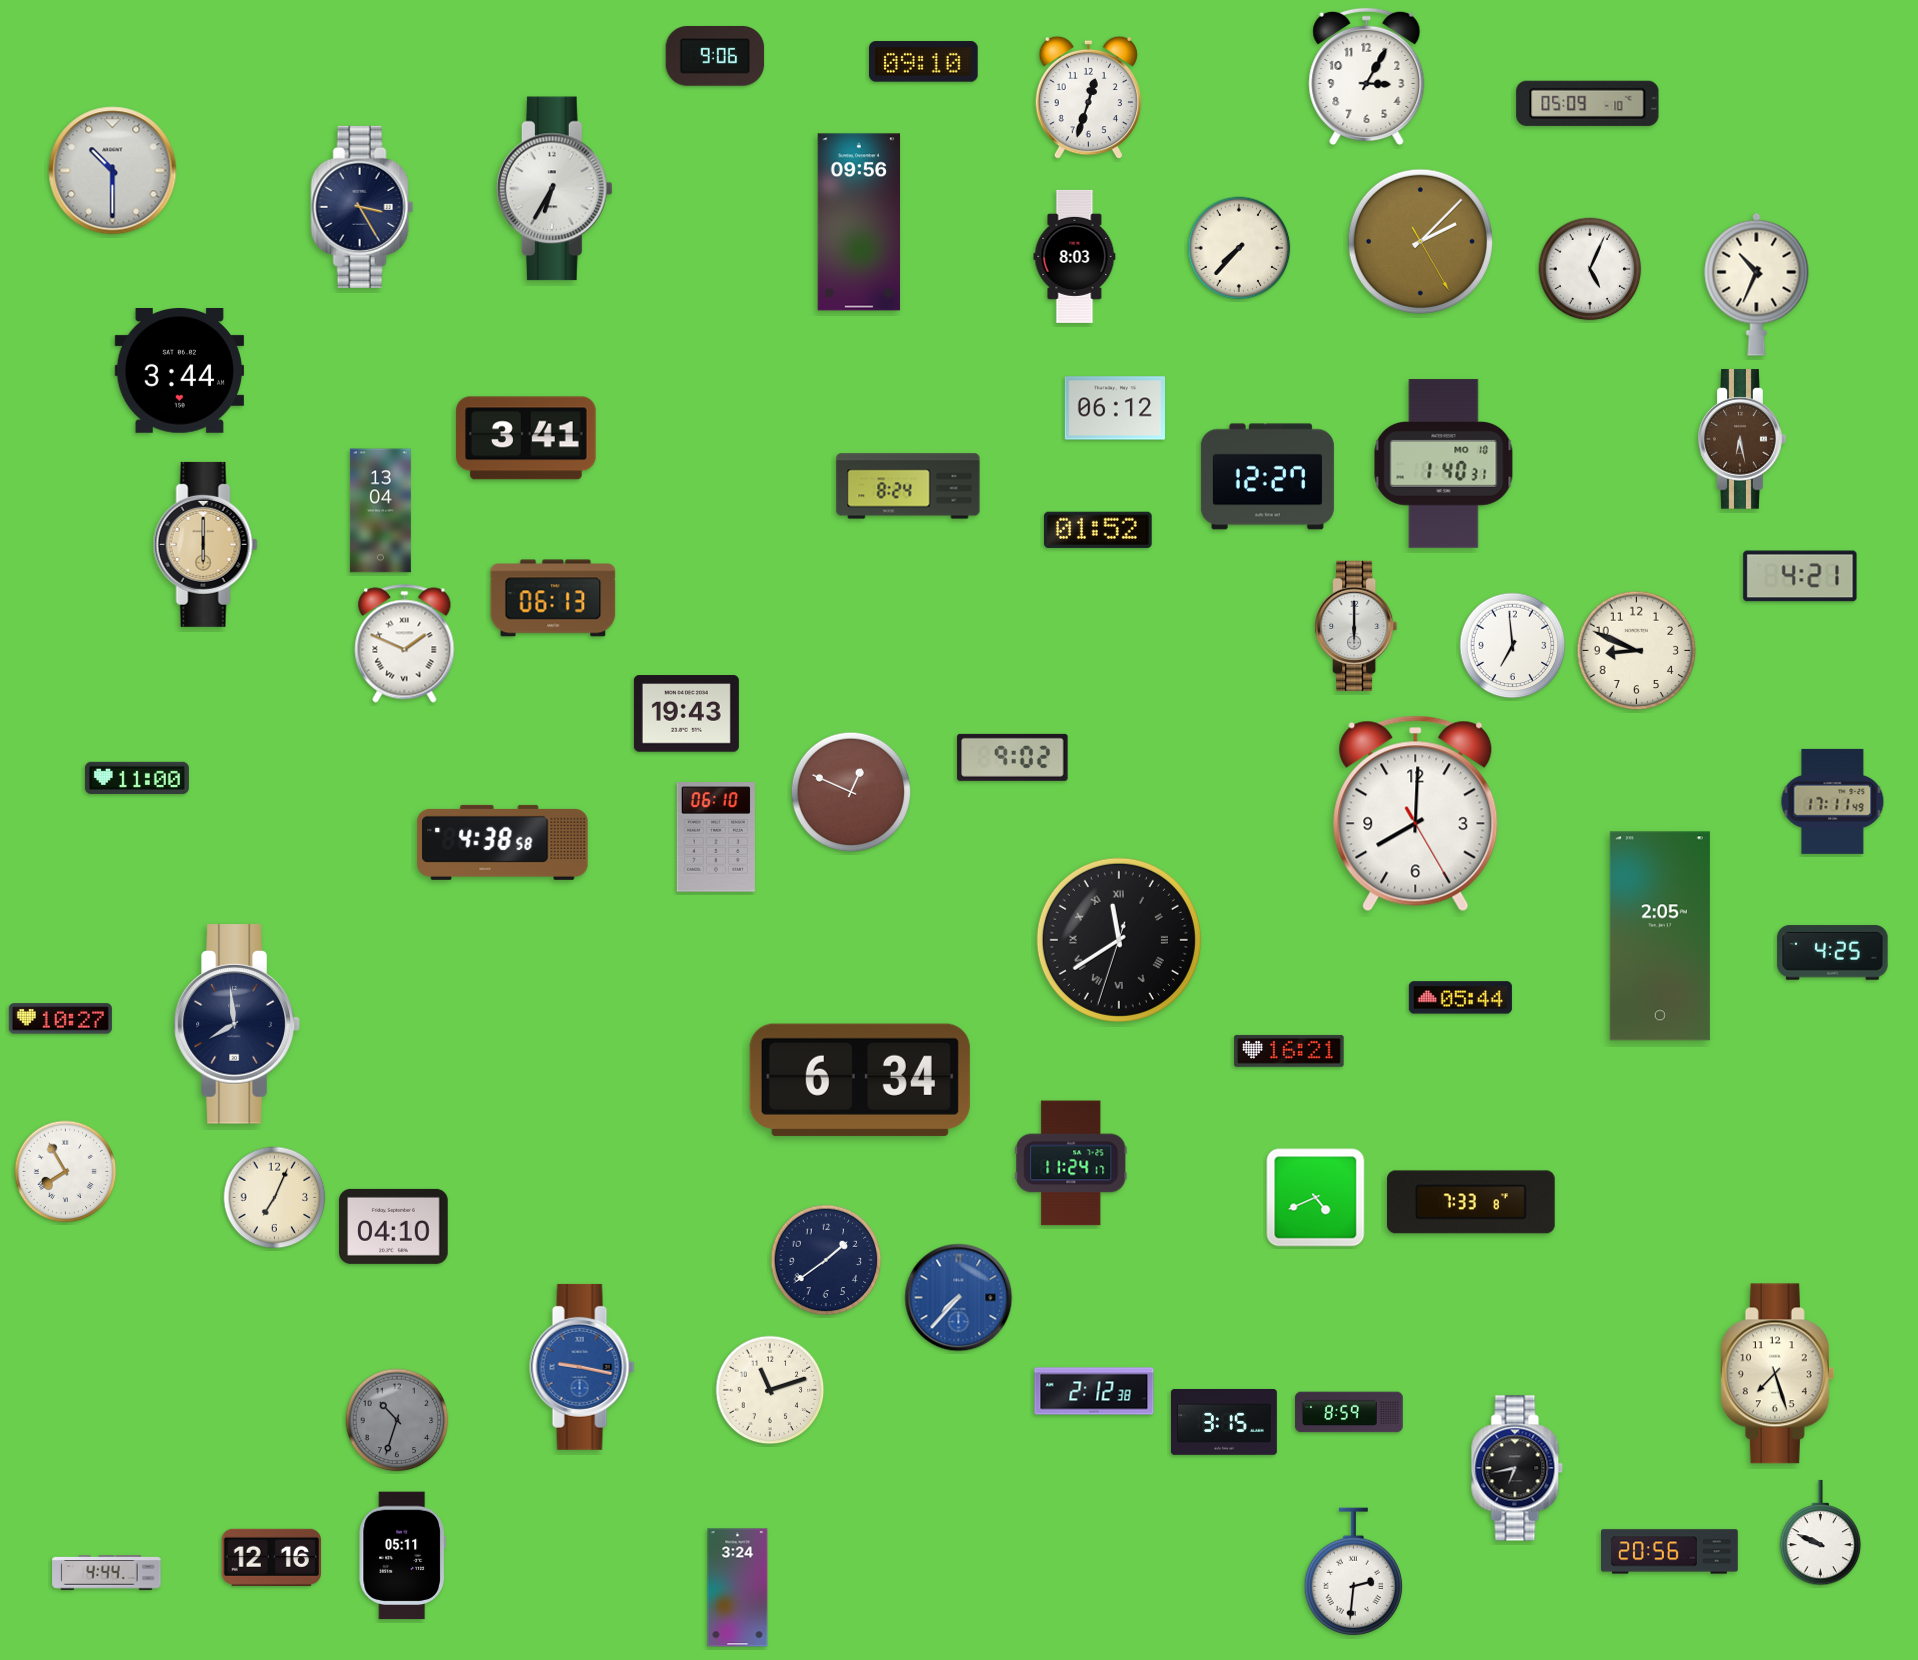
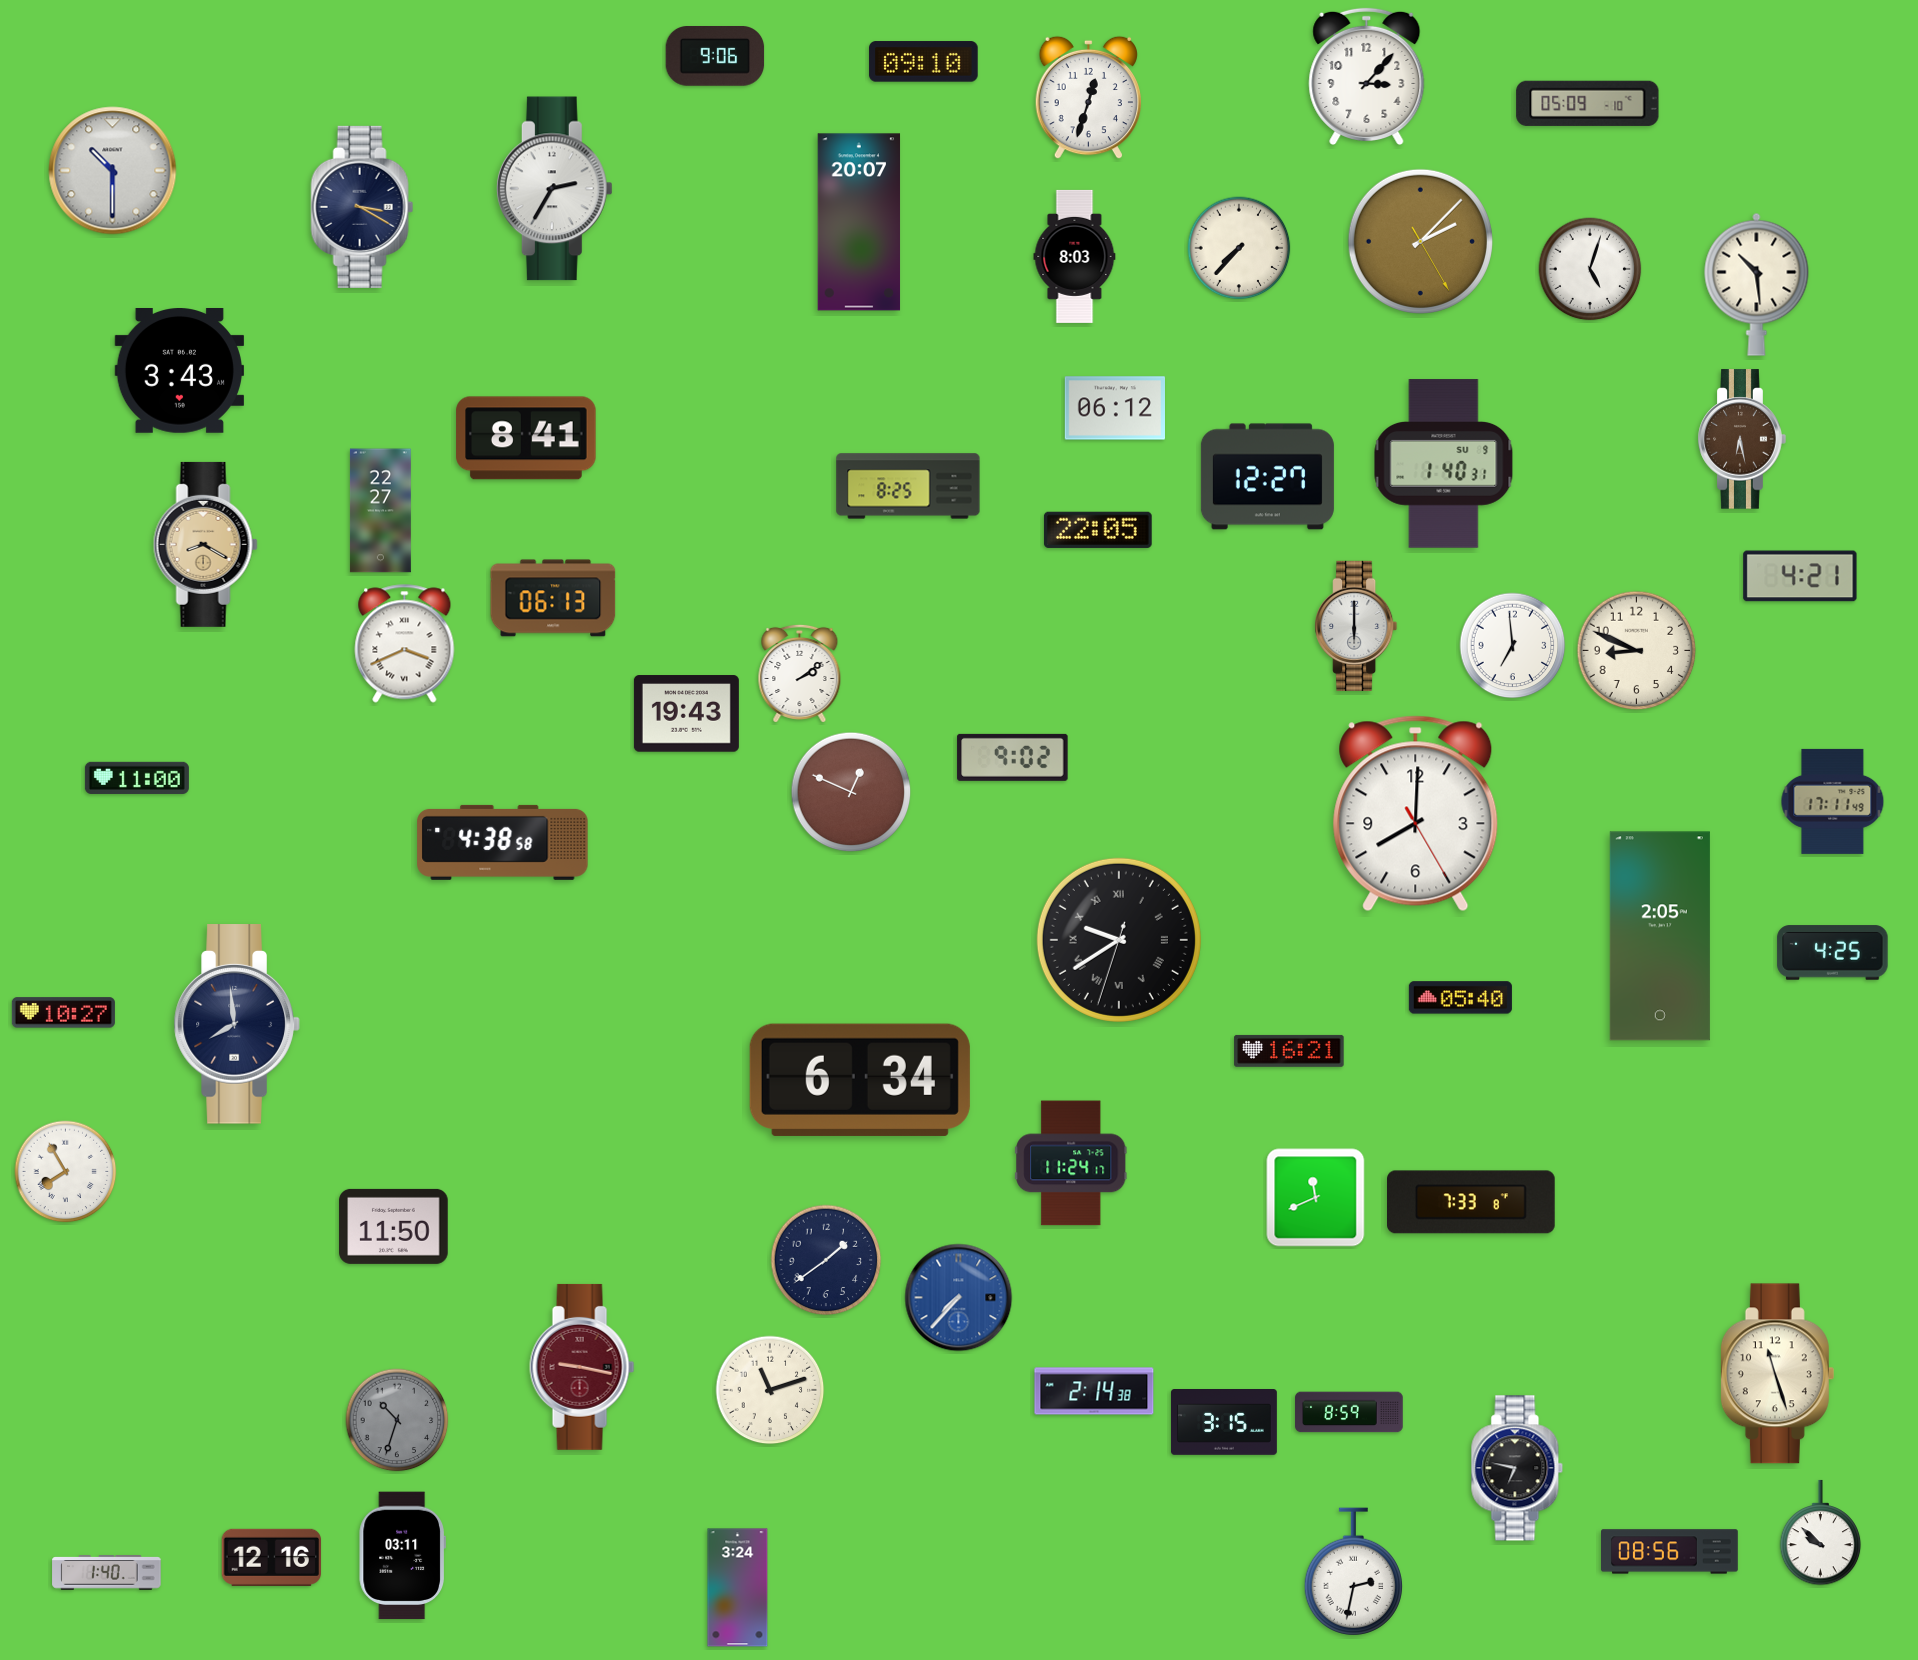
clock at (1367, 76): 3:05 -> 3:07
clock at (554, 189): 6:35 -> 2:35
clock at (362, 207): 3:25 -> 3:20
clock at (859, 222): 09:56 -> 20:07
clock at (1590, 269): 5:04 -> 5:03
clock at (1757, 284): 10:34 -> 10:29
clock at (179, 371): 3:44 -> 3:43
clock at (526, 438): 3:41 -> 8:41
clock at (1444, 464) date: MO 10 -> SU 9
clock at (908, 486): 8:24 -> 8:25
clock at (380, 511): 13:04 -> 22:27
clock at (1098, 530): 01:52 -> 22:05
clock at (205, 544): 6:00 -> 8:20
clock at (405, 644): 1:49 -> 3:41
clock at (800, 673): none -> 2:09
clock at (716, 837): 06:10 -> none
clock at (1119, 940): 11:39 -> 9:39
clock at (1460, 998): 05:44 -> 05:40
clock at (60, 1019) position: (60, 1019) -> (63, 1013)
clock at (275, 1198): 7:04 -> none
clock at (1316, 1198): 4:41 -> 11:41
clock at (394, 1226): 04:10 -> 11:50
clock at (582, 1367) dial: blue -> burgundy
clock at (1777, 1374): 7:27 -> 11:27
clock at (1094, 1391): 2:12 -> 2:14
clock at (1517, 1468): 6:43 -> 6:47
clock at (1821, 1533): 9:49 -> 9:52
clock at (1670, 1552): 20:56 -> 08:56
clock at (402, 1556): 05:11 -> 03:11
clock at (1353, 1572): 2:31 -> 2:32
clock at (107, 1573): 4:44 -> 1:40
